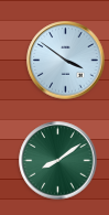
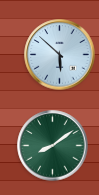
clock at (66, 61): 3:51 -> 5:52
